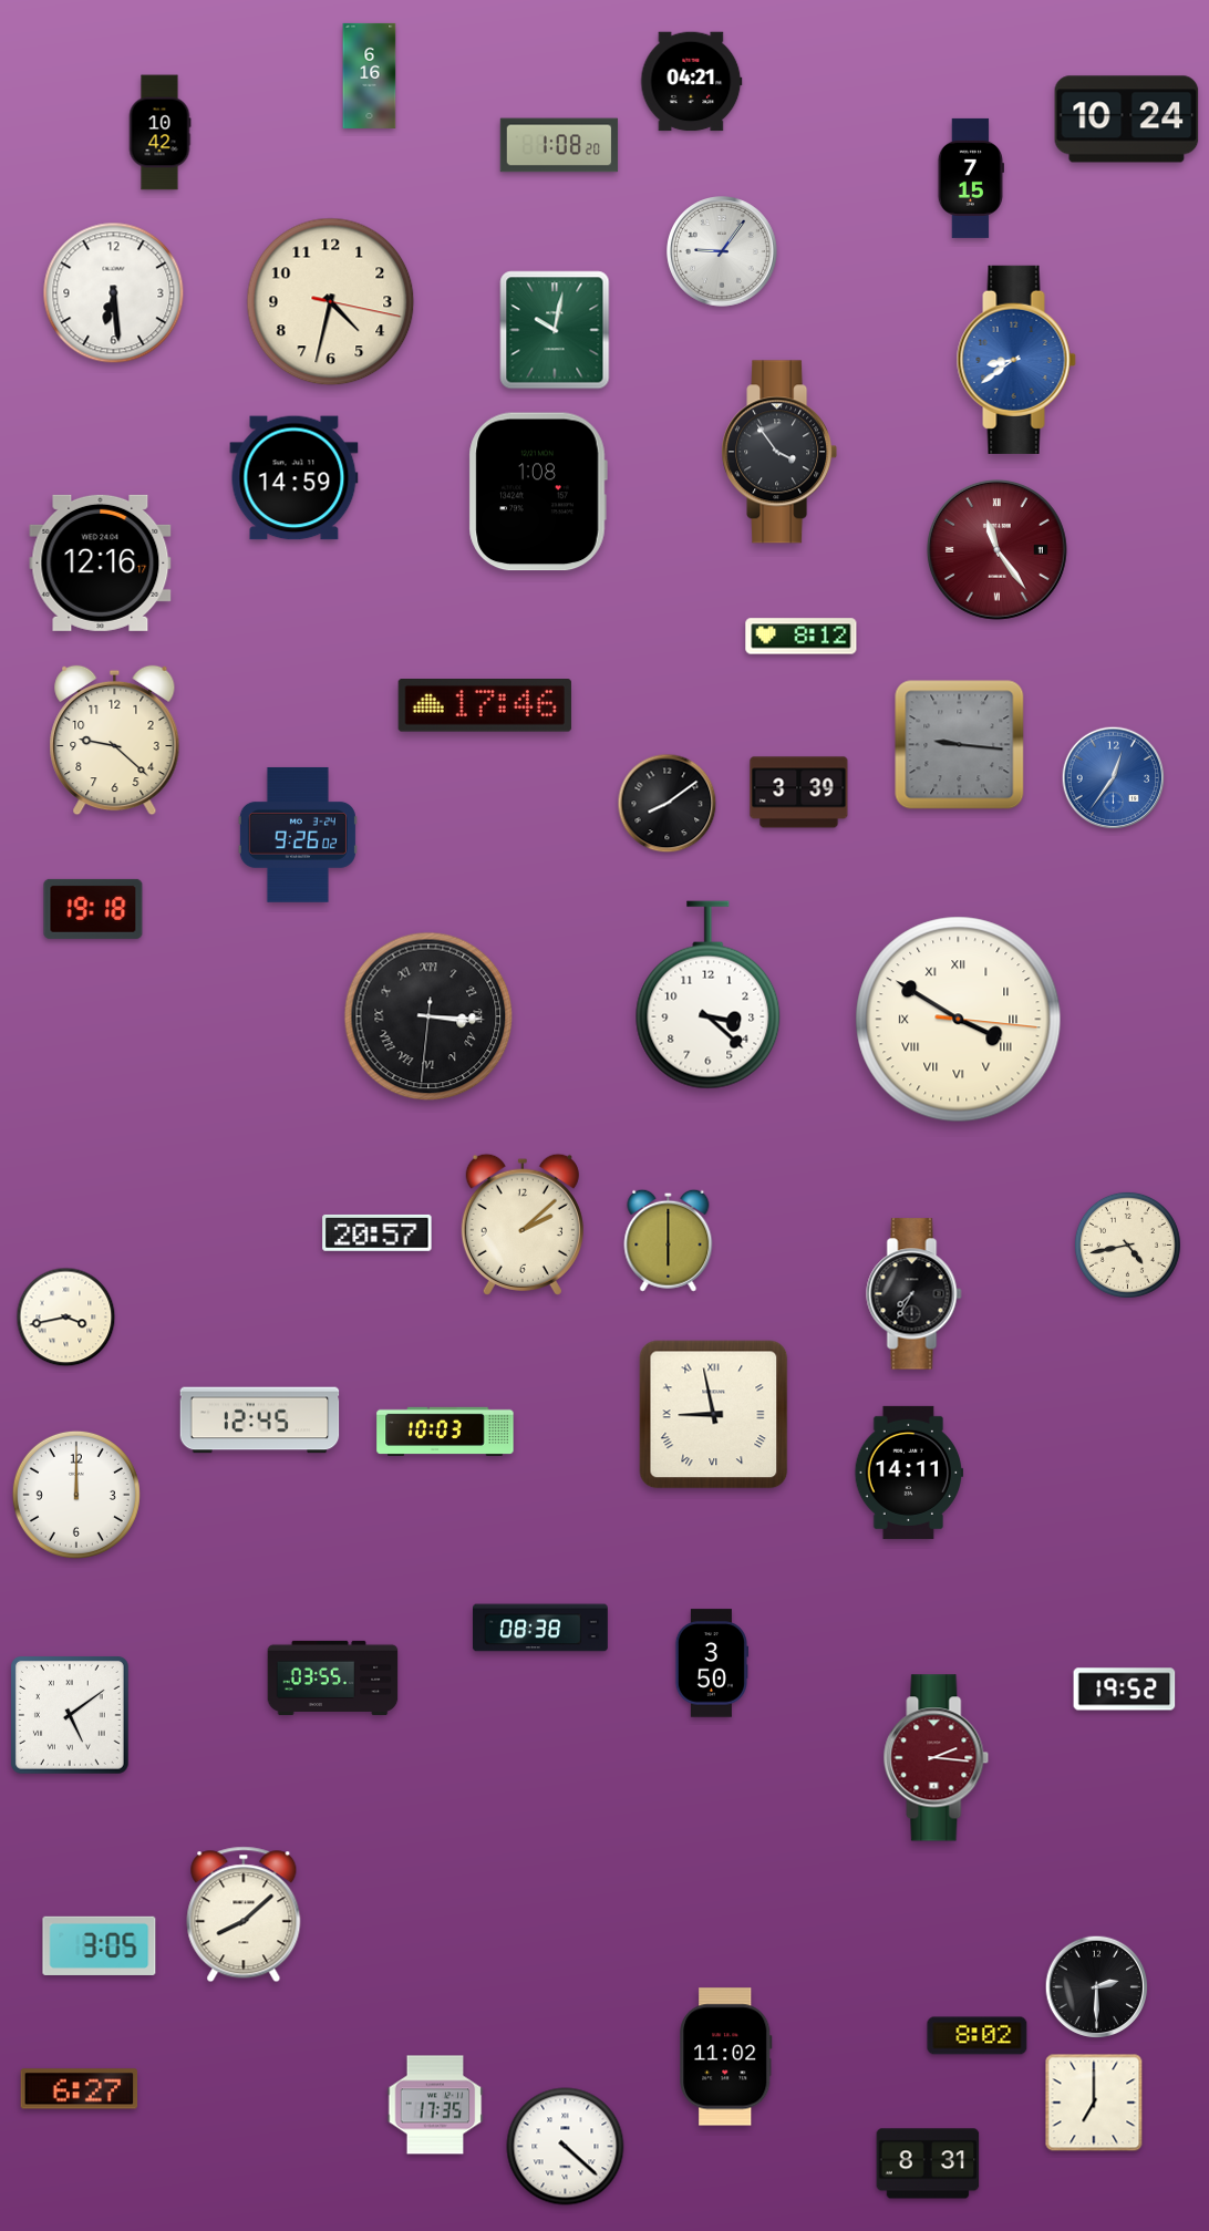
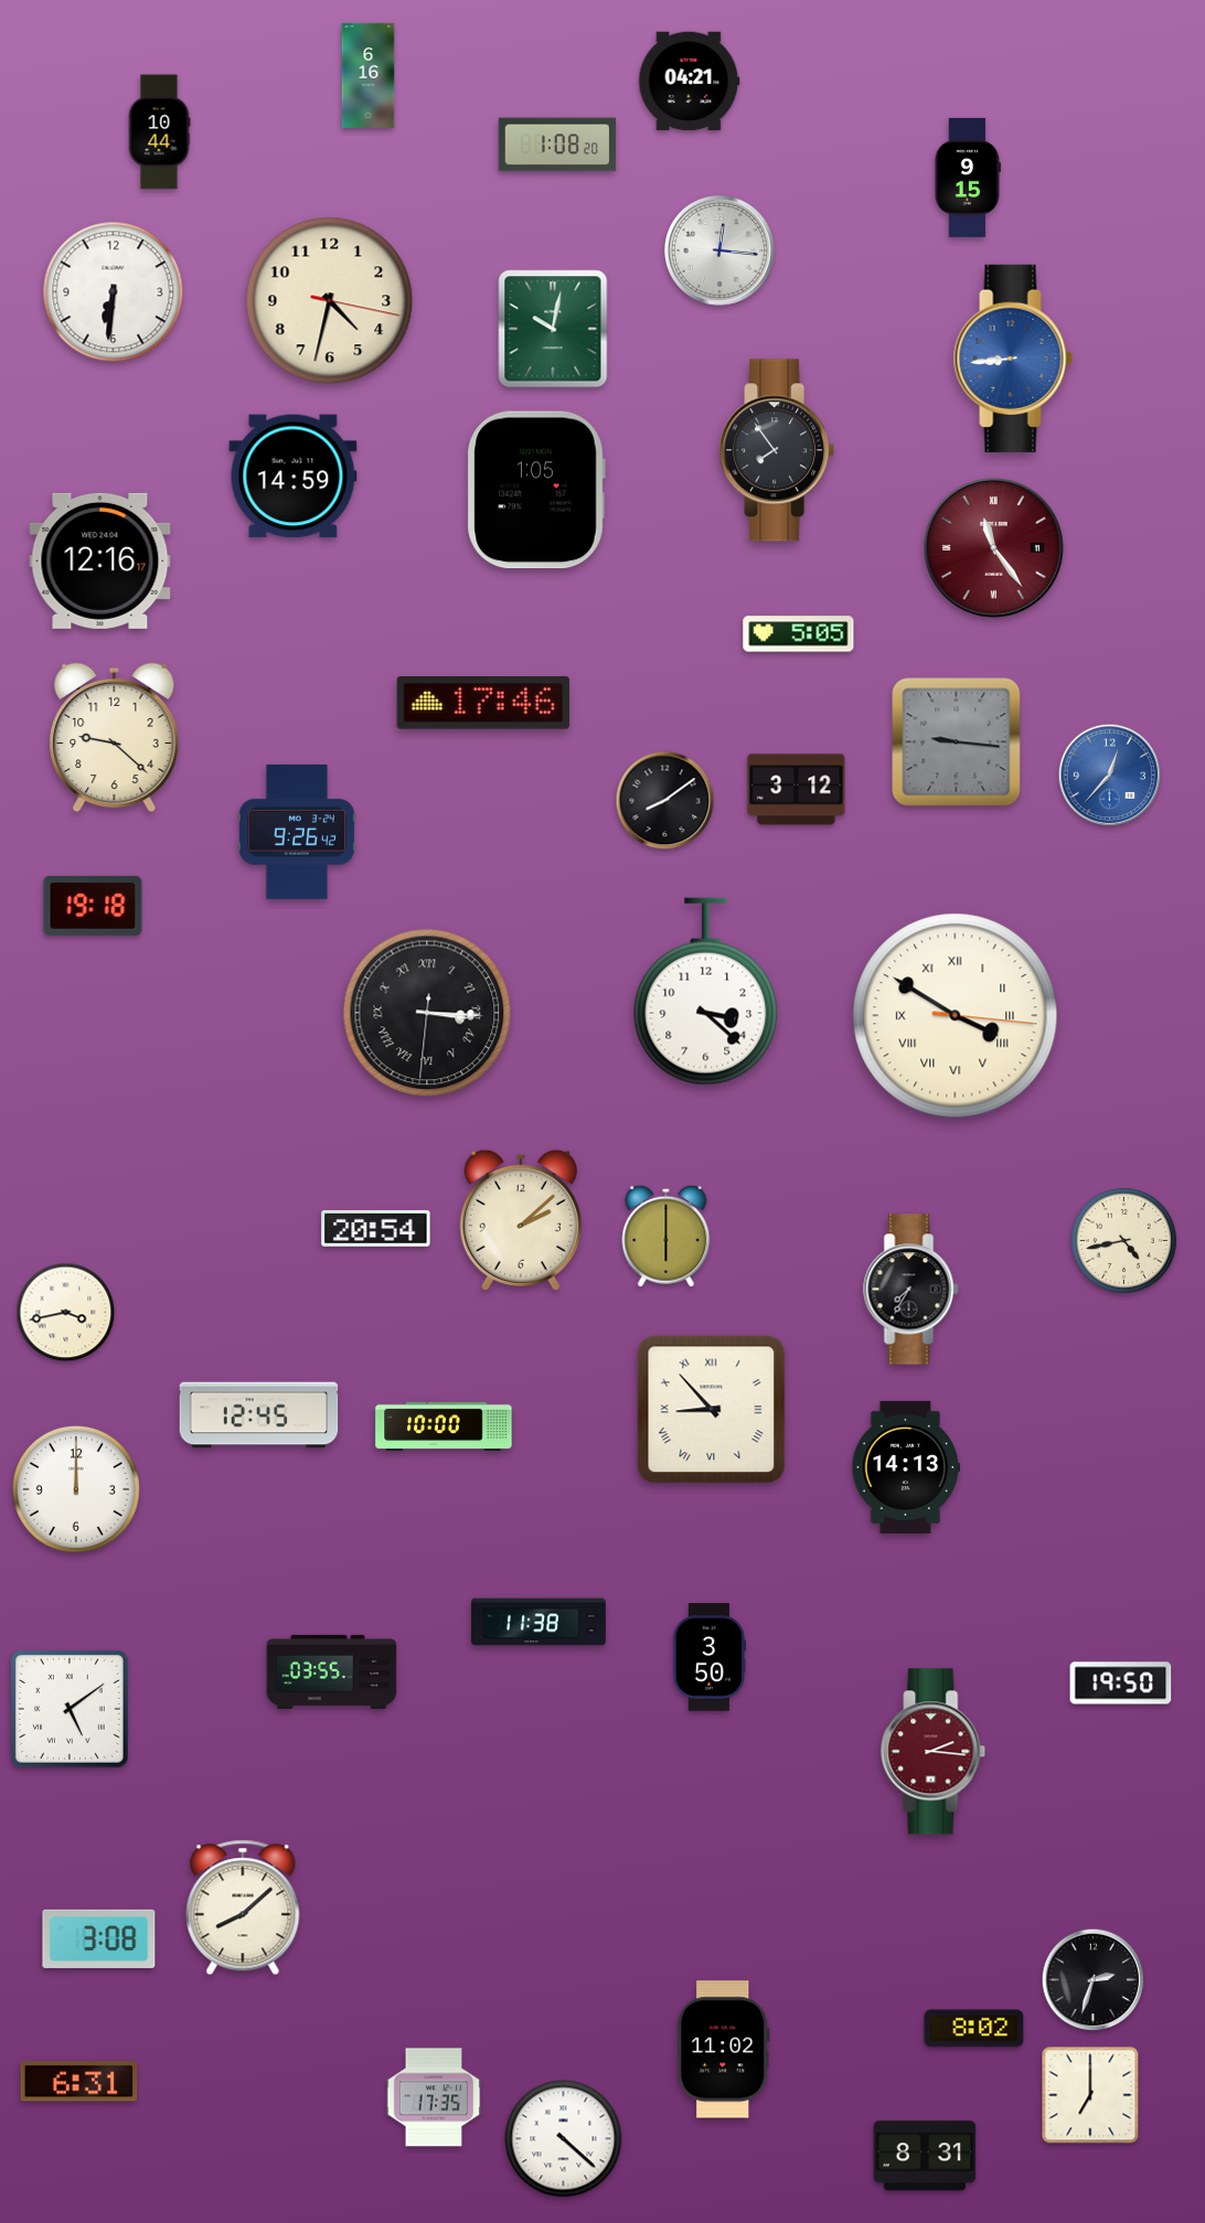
clock at (1127, 120): 10:24 -> none
clock at (159, 133): 10:42 -> 10:44
clock at (971, 178): 7:15 -> 9:15
clock at (723, 252): 9:06 -> 12:16
clock at (114, 293): 6:29 -> 6:31
clock at (1016, 360): 8:39 -> 8:44
clock at (779, 452): 3:54 -> 7:54
clock at (538, 492): 1:08 -> 1:05
clock at (802, 637): 8:12 -> 5:05
clock at (1114, 778): 12:36 -> 12:37
clock at (799, 793): 3:39 -> 3:12
clock at (298, 835): 9:26:02 -> 9:26:42
clock at (378, 1232): 20:57 -> 20:54
clock at (714, 1415): 8:58 -> 8:53
clock at (445, 1430): 10:03 -> 10:00
clock at (908, 1473): 14:11 -> 14:13
clock at (540, 1628): 08:38 -> 11:38
clock at (1125, 1690): 19:52 -> 19:50
clock at (100, 1945): 3:05 -> 3:08
clock at (1097, 1987): 2:30 -> 2:33
clock at (80, 2089): 6:27 -> 6:31
